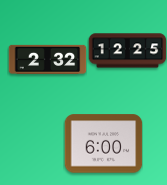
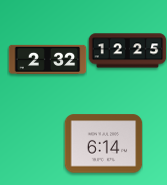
clock at (103, 144): 6:00 -> 6:14
